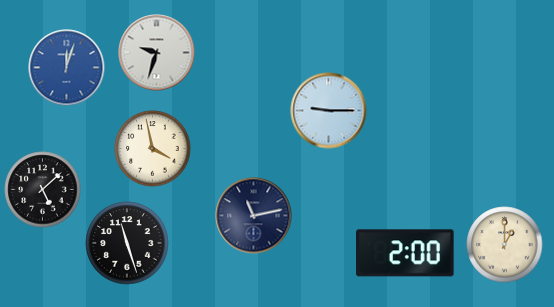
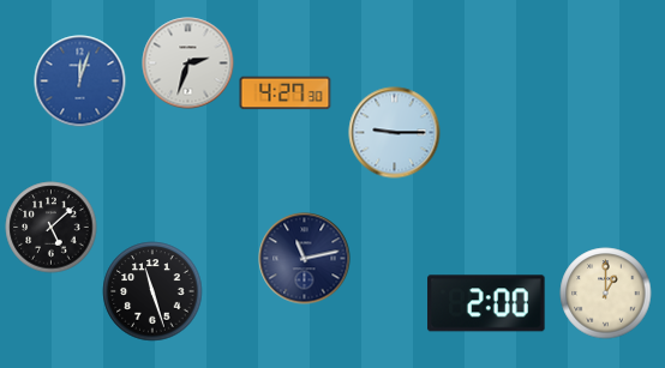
clock at (157, 53): 9:33 -> 2:33
clock at (286, 93): none -> 4:27
clock at (153, 149): 3:58 -> none
